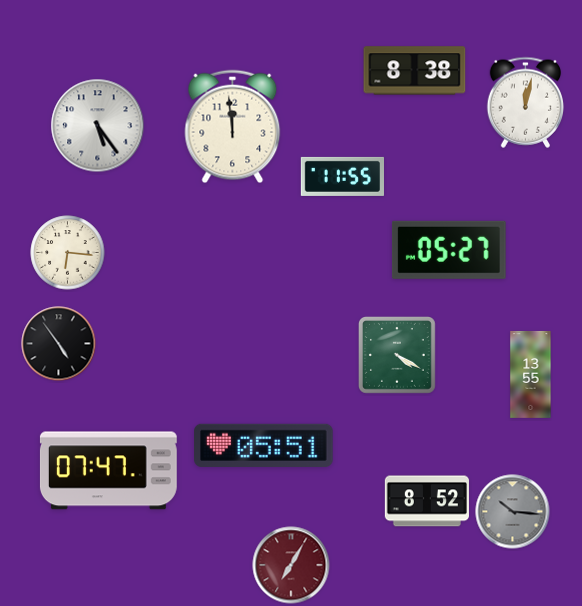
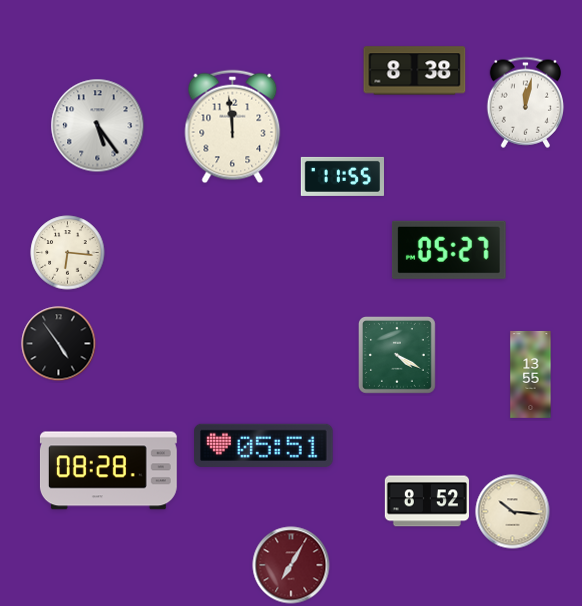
clock at (108, 471): 07:47 -> 08:28
clock at (513, 512) dial: grey -> cream
